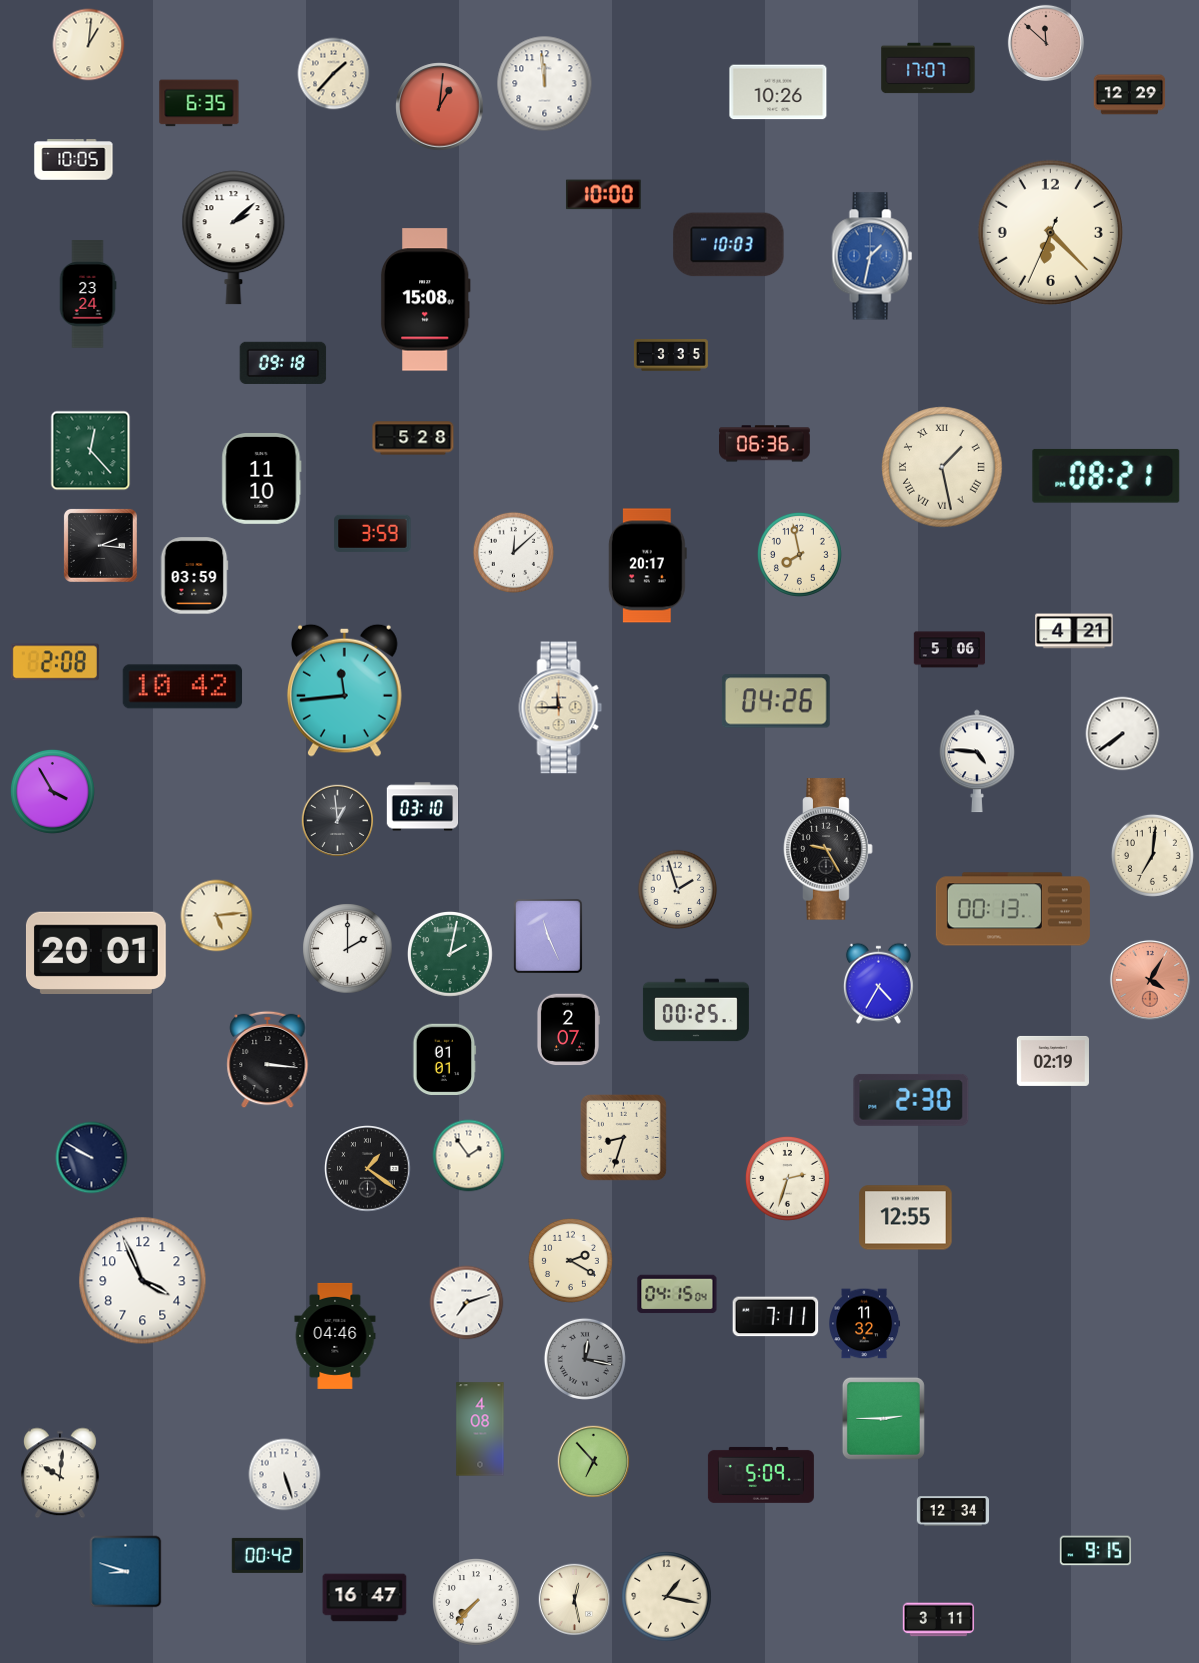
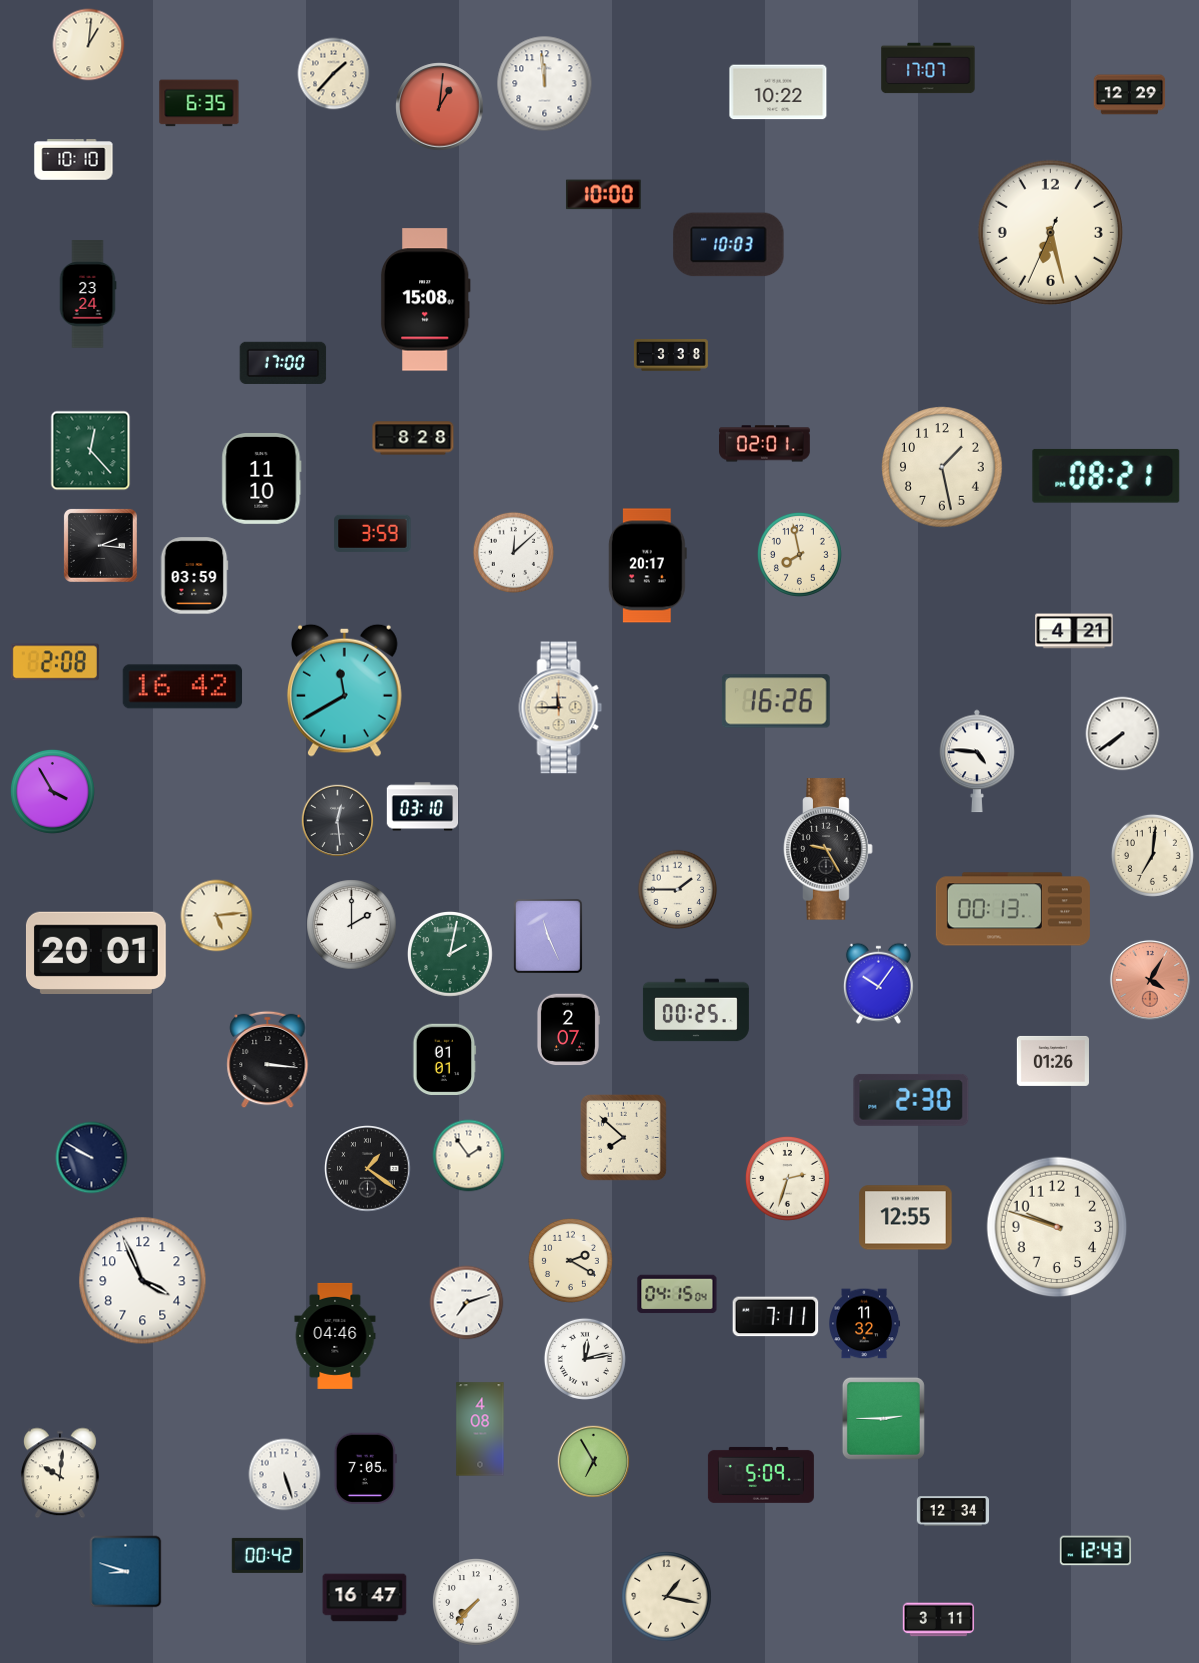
clock at (1046, 43): 11:52 -> none
clock at (778, 92): 10:26 -> 10:22
clock at (74, 160): 10:05 -> 10:10
clock at (1050, 232): 6:22 -> 6:27
clock at (234, 238): 2:08 -> none
clock at (872, 256): 1:32 -> none
clock at (671, 355): 3:35 -> 3:38
clock at (283, 363): 09:18 -> 17:00
clock at (413, 438): 5:28 -> 8:28
clock at (765, 444): 06:36 -> 02:01
clock at (942, 467) numerals: Roman -> Arabic
clock at (950, 650): 5:06 -> none
clock at (183, 687): 10:42 -> 16:42
clock at (345, 690): 11:44 -> 11:40
clock at (776, 701): 04:26 -> 16:26
clock at (338, 821): 12:59 -> 12:29
clock at (678, 890): 1:57 -> 1:45
clock at (348, 949) position: (348, 949) -> (352, 925)
clock at (878, 983): 4:35 -> 10:06
clock at (1053, 1061): 02:19 -> 01:26
clock at (623, 1137): 8:33 -> 7:52
clock at (1057, 1227): none -> 9:48
clock at (585, 1359): 12:17 -> 12:13
clock at (585, 1359) dial: grey -> white
clock at (594, 1462): 6:53 -> 6:55
clock at (365, 1468): none -> 7:05
clock at (1096, 1551): 9:15 -> 12:43
clock at (575, 1600): 12:28 -> none
